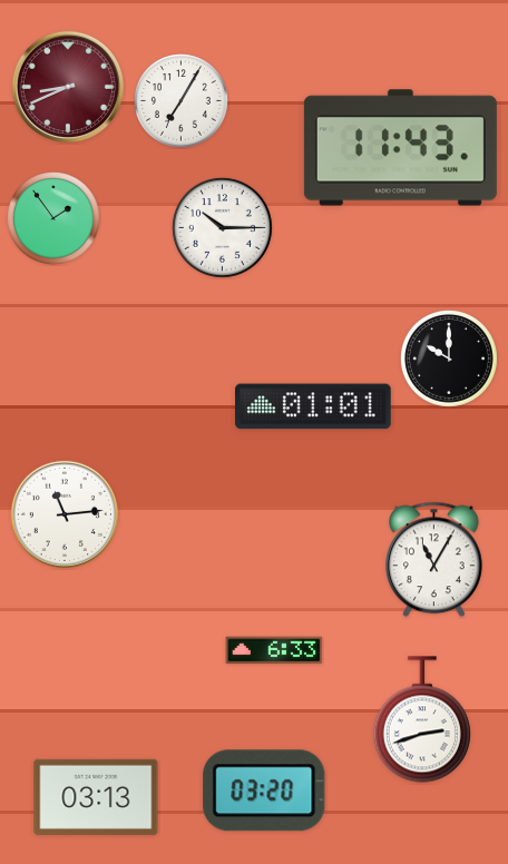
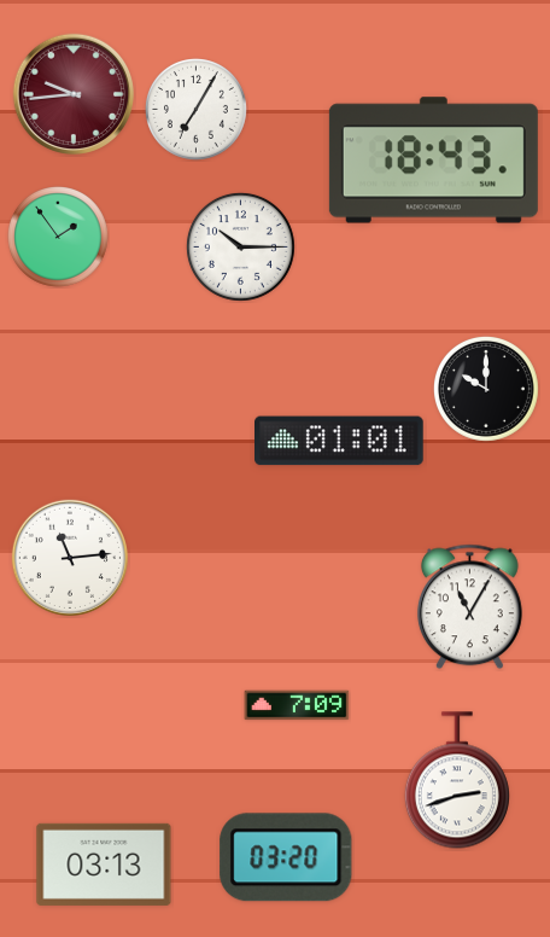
clock at (67, 86): 8:41 -> 9:44
clock at (400, 148): 11:43 -> 18:43
clock at (274, 650): 6:33 -> 7:09
